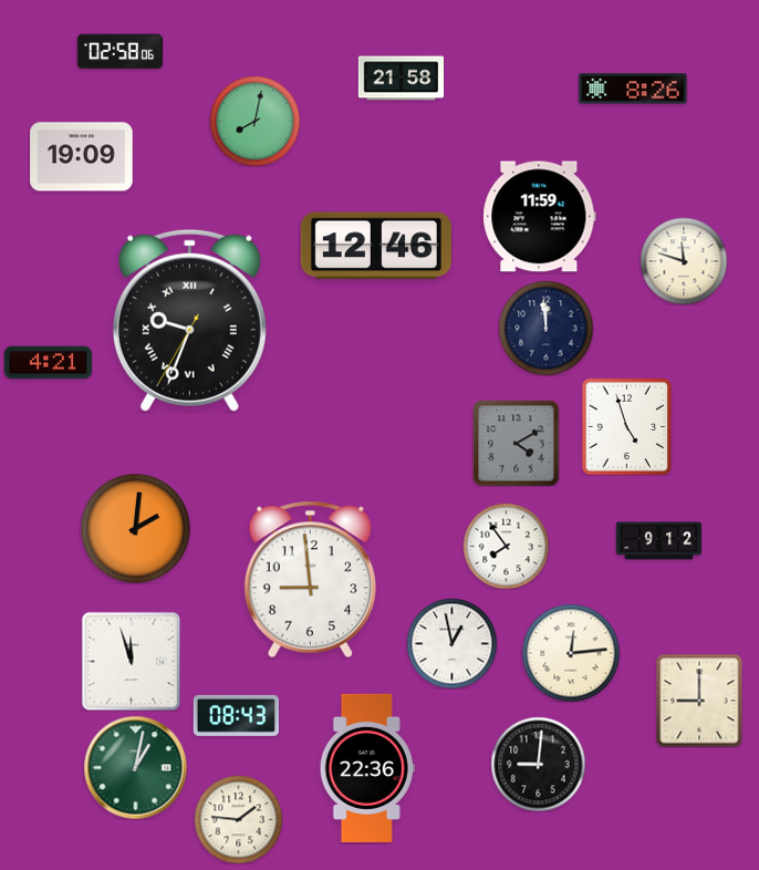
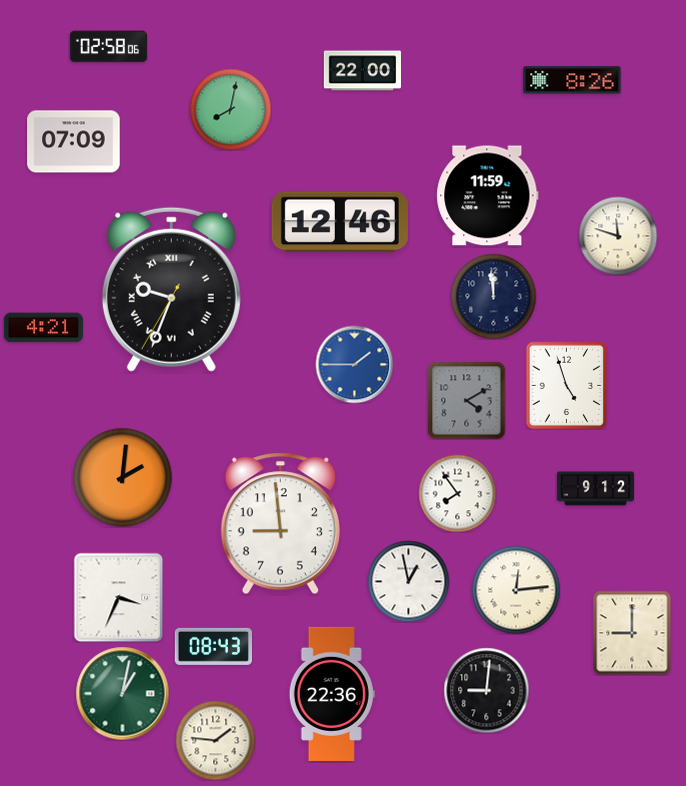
clock at (401, 79): 21:58 -> 22:00
clock at (82, 157): 19:09 -> 07:09
clock at (354, 364): none -> 1:45
clock at (131, 661): 11:57 -> 3:34
